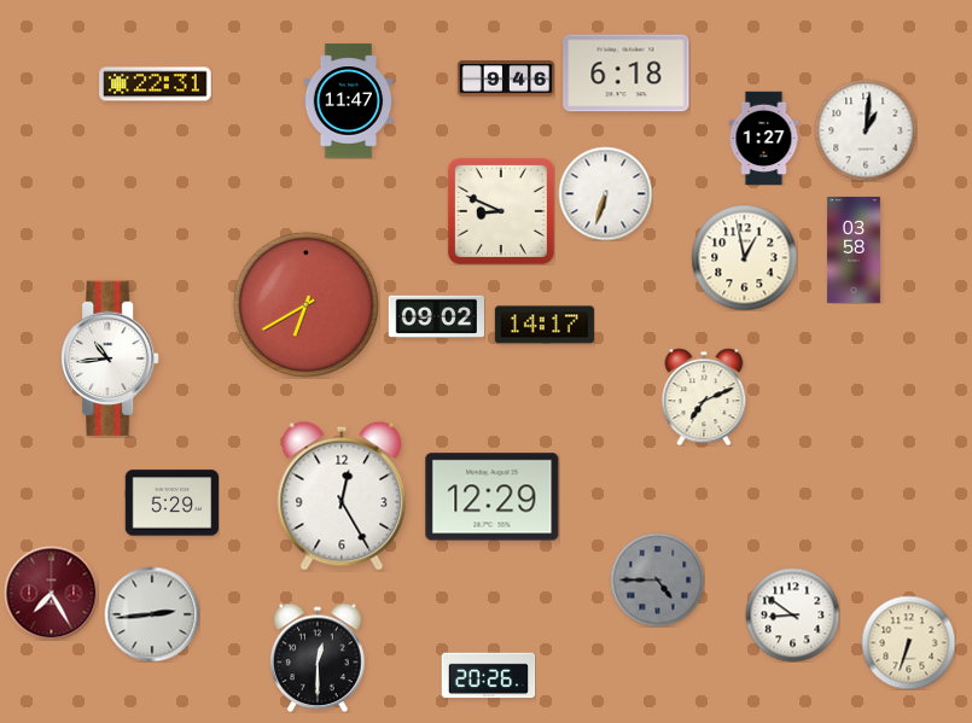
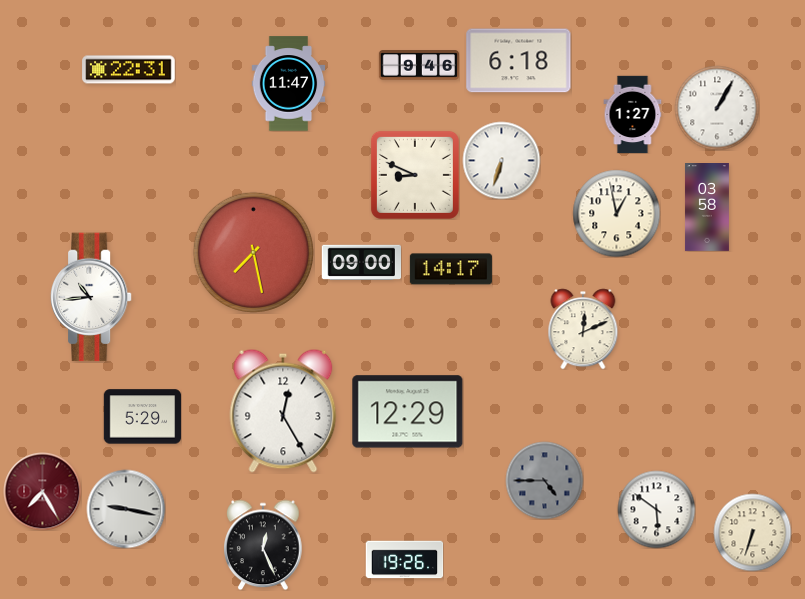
clock at (866, 130): 1:01 -> 1:05
clock at (305, 304): 6:40 -> 7:28
clock at (436, 316): 09:02 -> 09:00
clock at (704, 397): 7:11 -> 12:11
clock at (152, 614): 2:44 -> 9:17
clock at (792, 614): 8:51 -> 5:51
clock at (318, 658): 12:30 -> 12:26
clock at (488, 676): 20:26 -> 19:26
